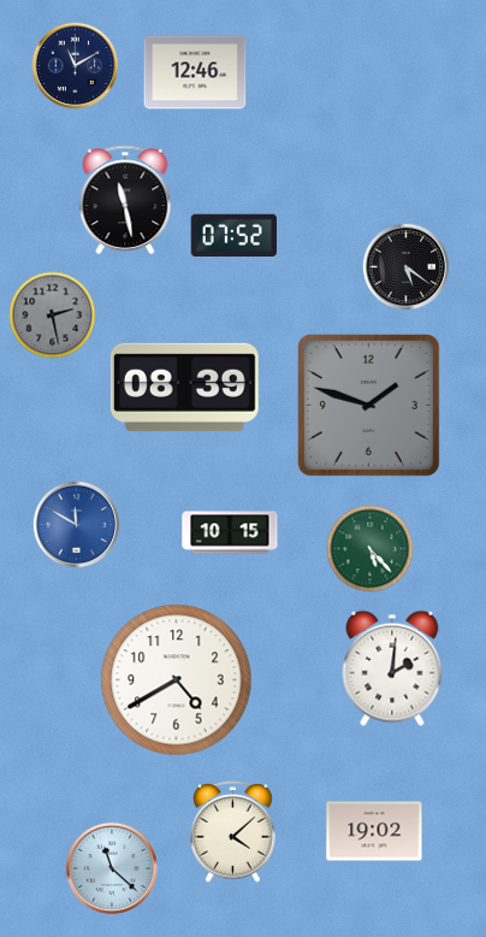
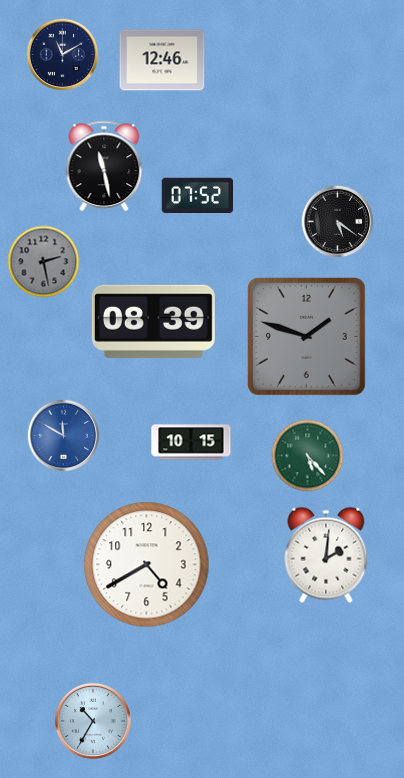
clock at (233, 235) position: (233, 235) -> (197, 195)
clock at (233, 831): 4:08 -> none
clock at (374, 831): 19:02 -> none
clock at (112, 868): 11:22 -> 10:35
